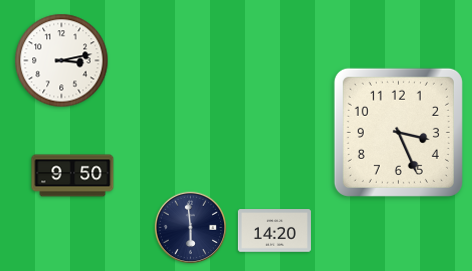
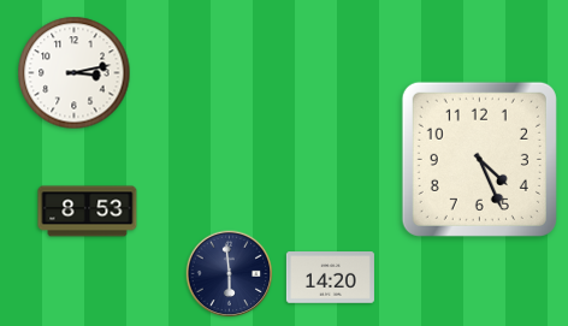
clock at (398, 132): 3:26 -> 4:26
clock at (73, 176): 9:50 -> 8:53
